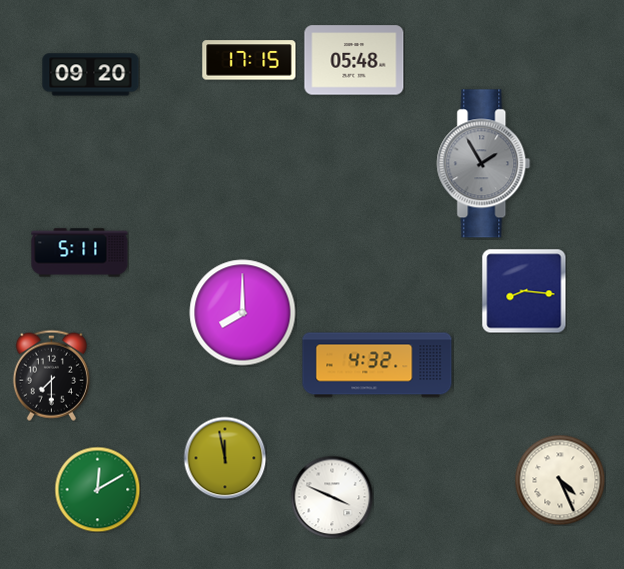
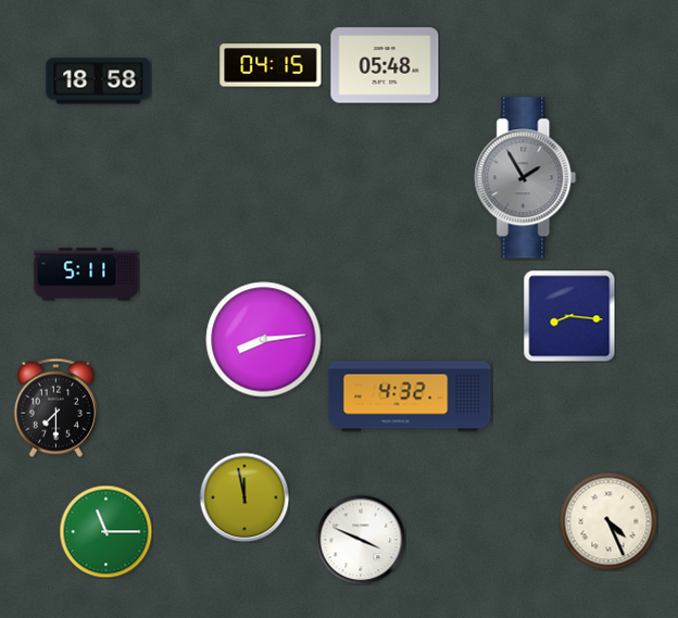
clock at (249, 60): 17:15 -> 04:15
clock at (91, 75): 09:20 -> 18:58
clock at (243, 313): 8:00 -> 8:14
clock at (97, 489): 12:10 -> 11:15
